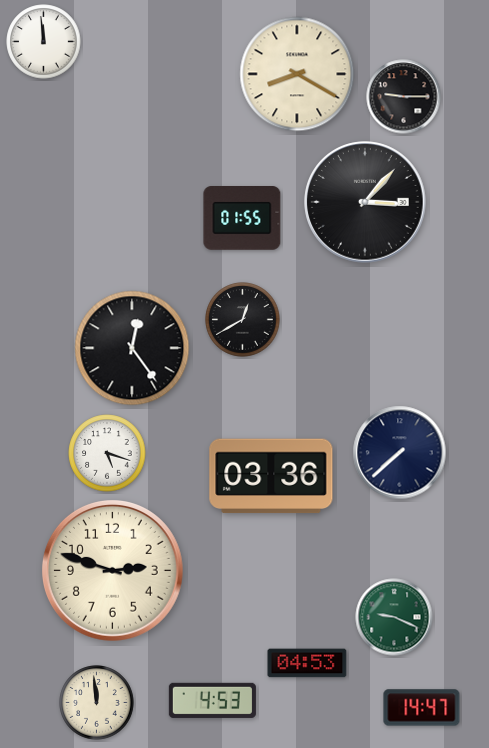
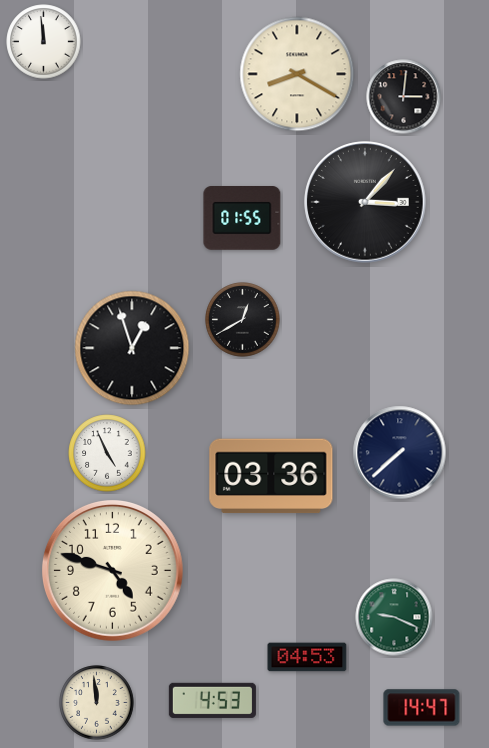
clock at (404, 97): 9:15 -> 3:01
clock at (132, 348): 12:24 -> 12:57
clock at (107, 453): 5:18 -> 4:56
clock at (113, 571): 2:48 -> 4:48
clock at (307, 663) position: (307, 663) -> (307, 657)
